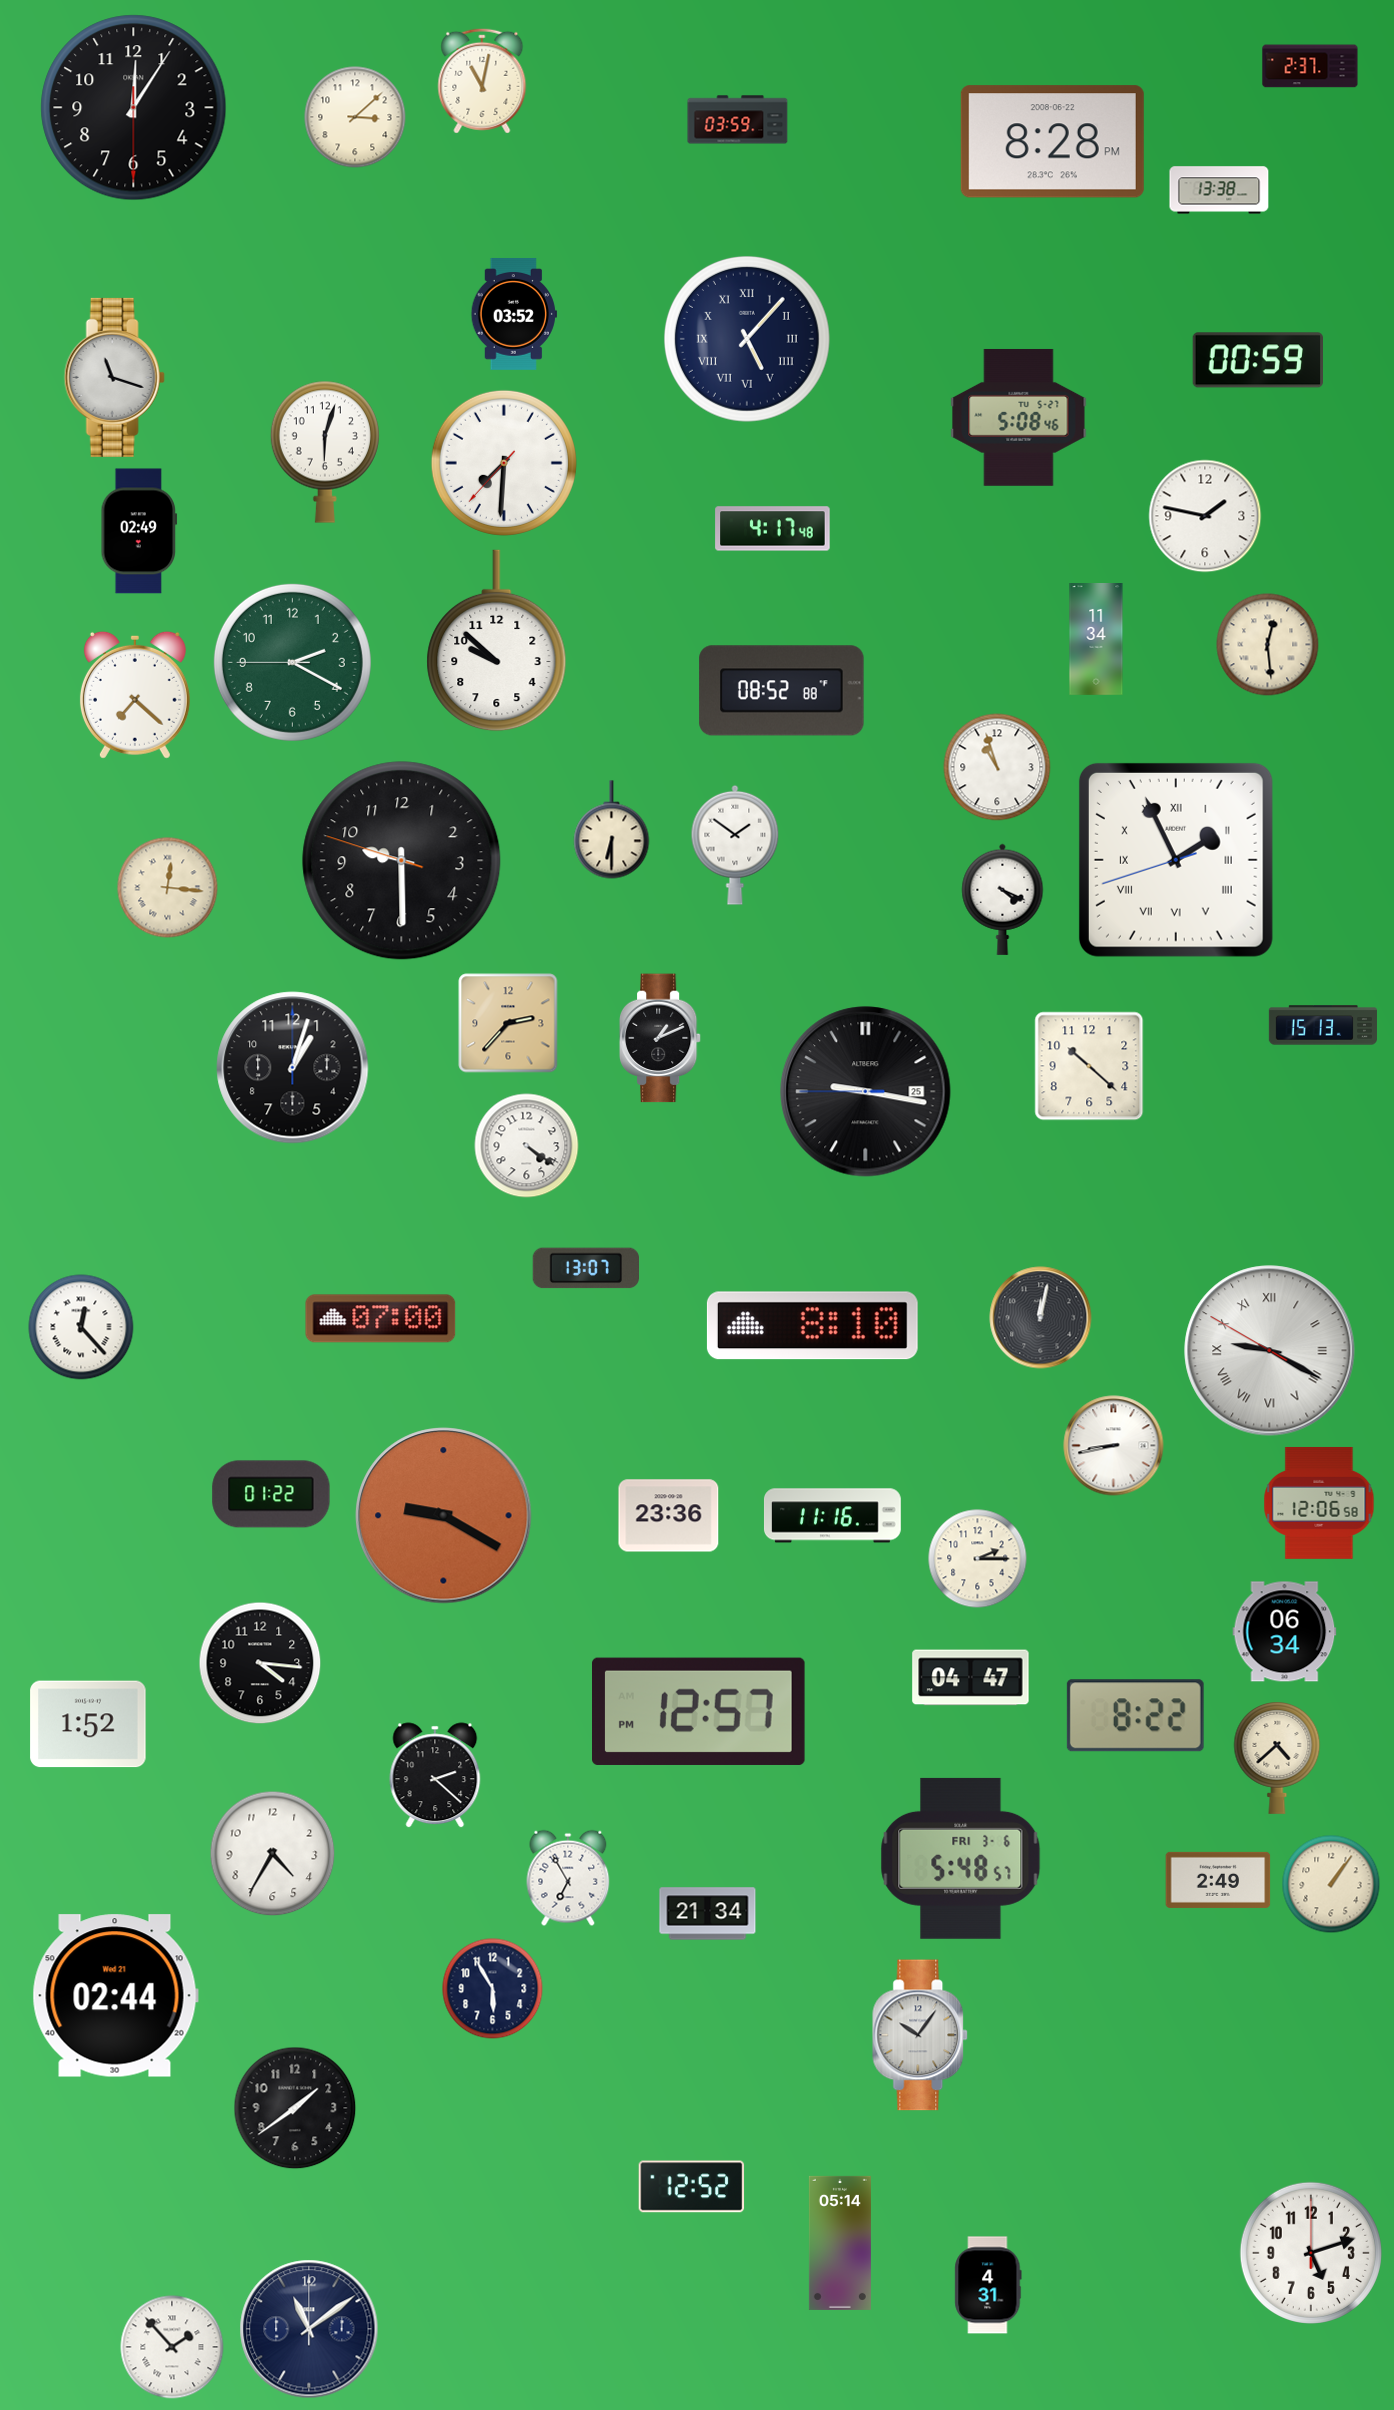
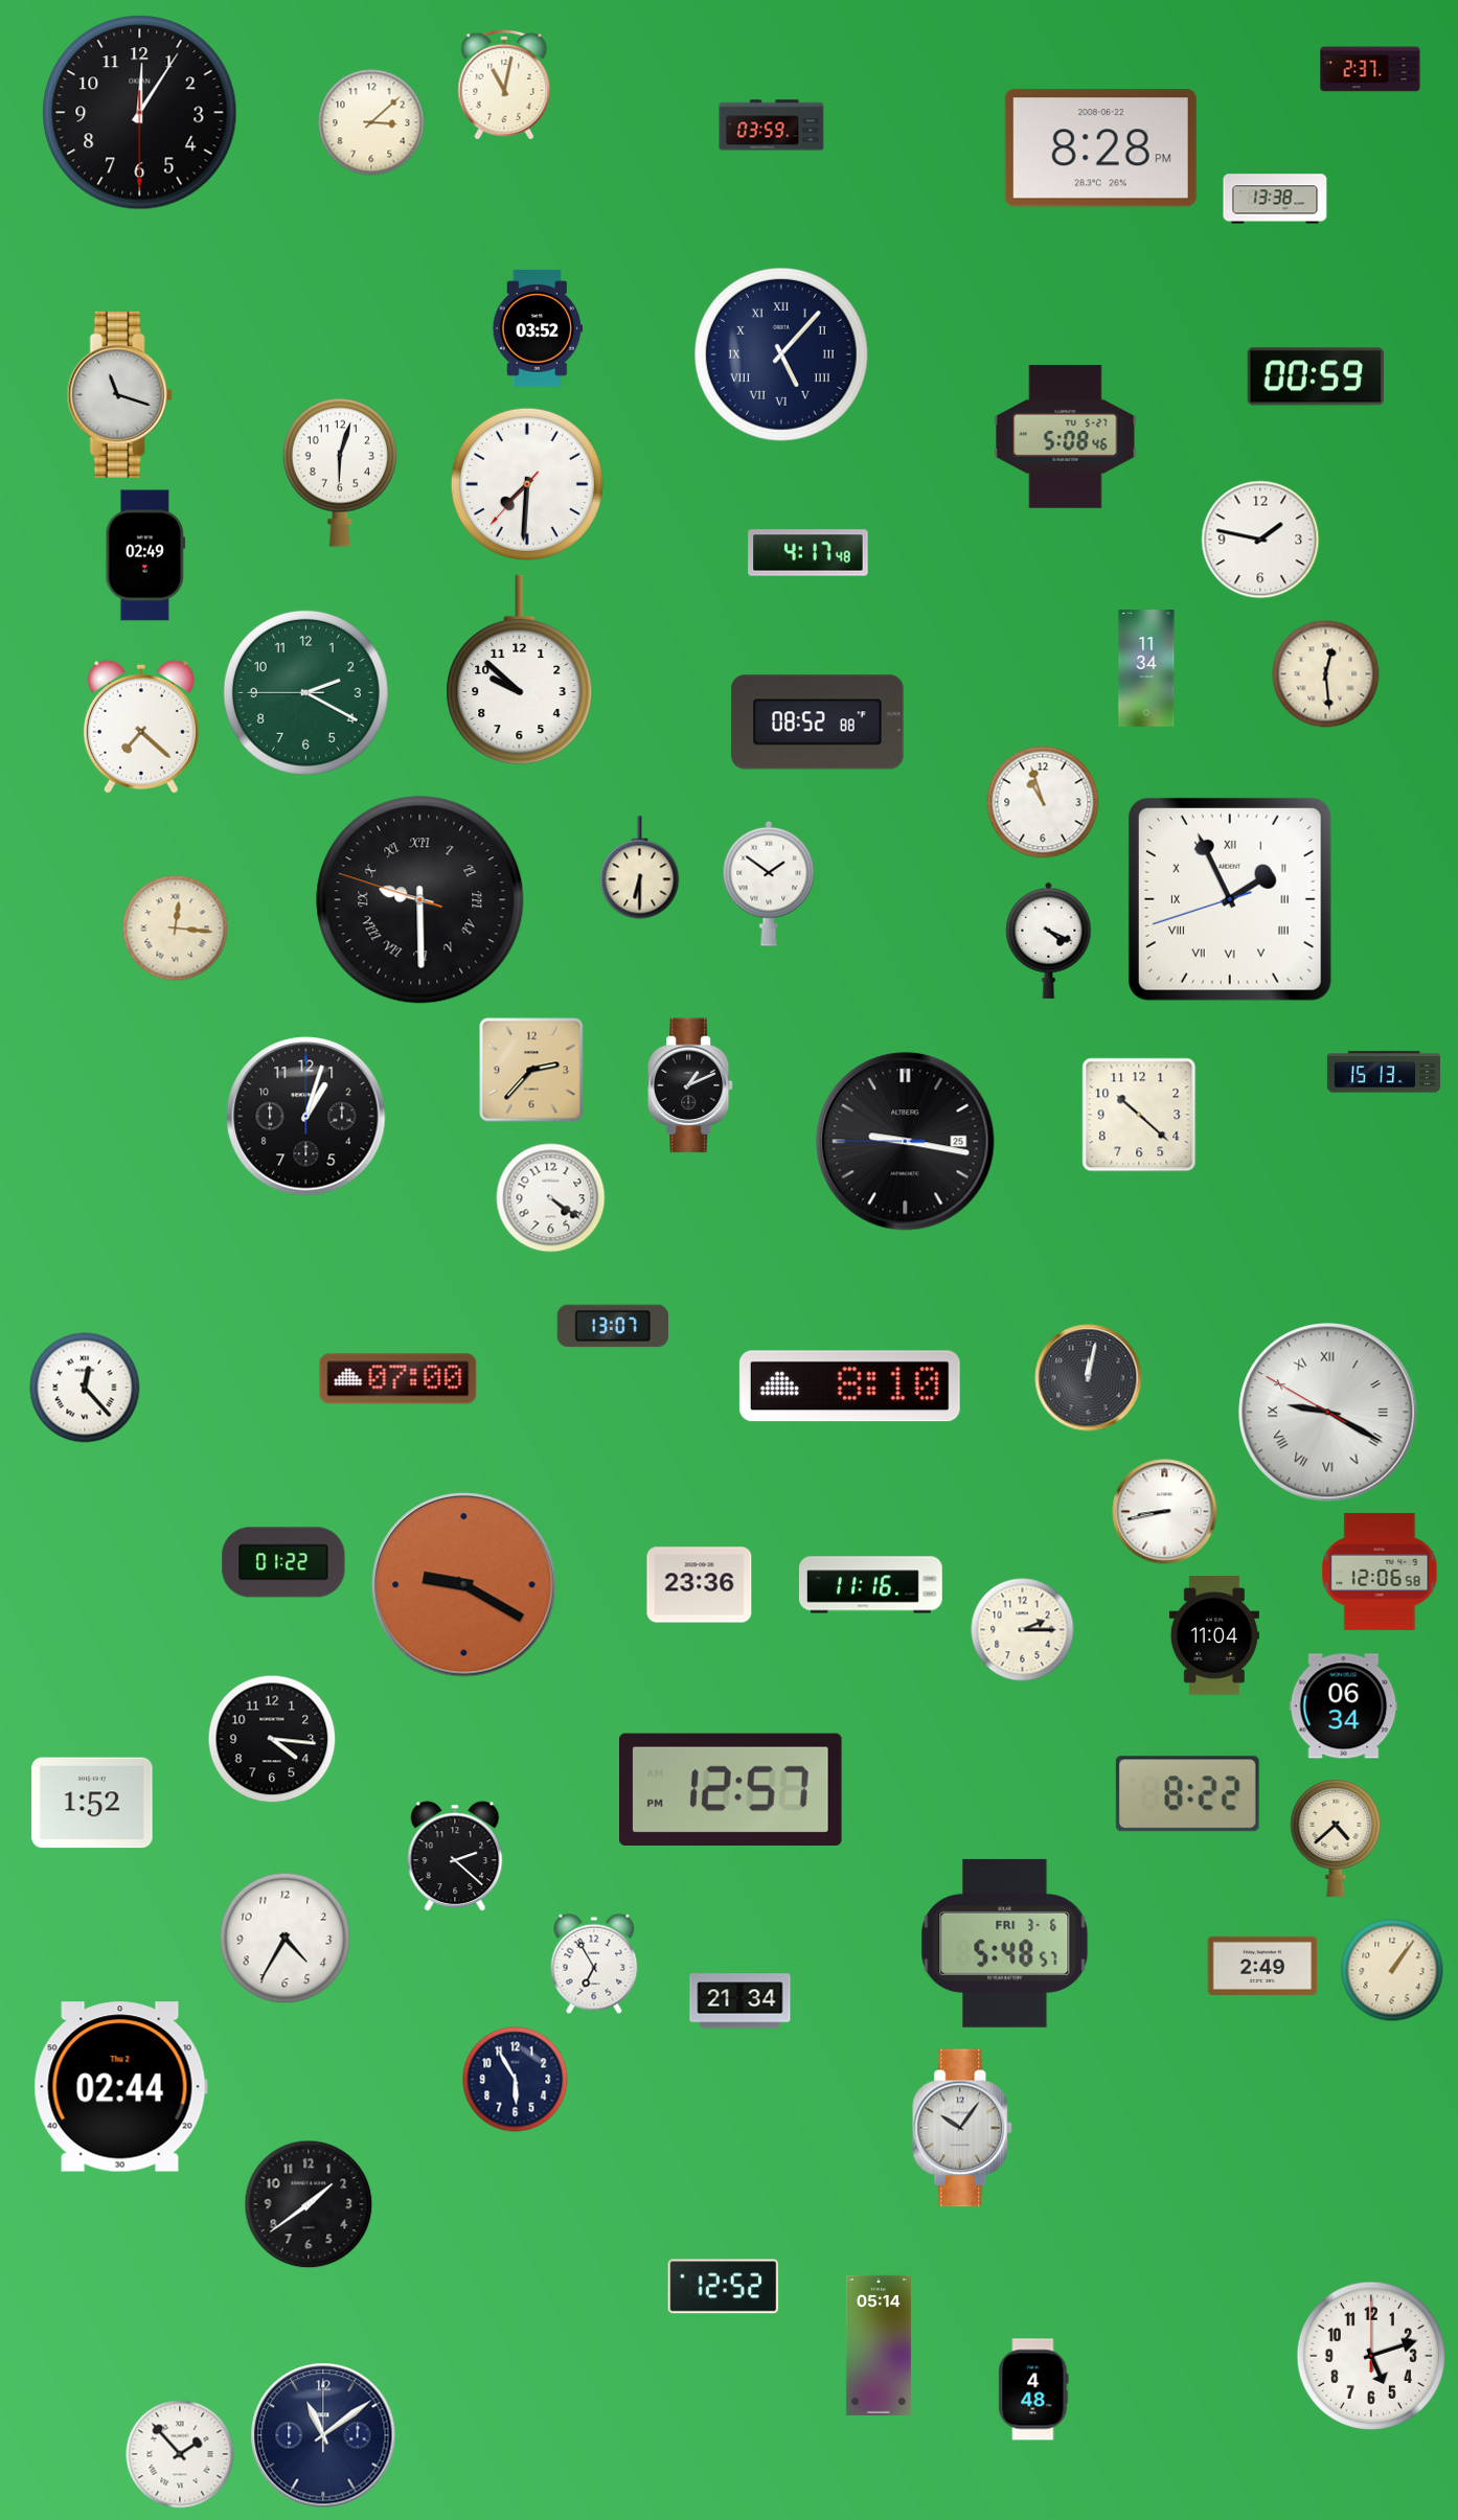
clock at (402, 861) numerals: Arabic -> Roman
clock at (1214, 1635): none -> 11:04
clock at (971, 1678): 04:47 -> none
clock at (1218, 1880) position: (1218, 1880) -> (1262, 1966)
clock at (115, 1996) date: Wed 21 -> Thu 2
clock at (988, 2285): 4:31 -> 4:48
